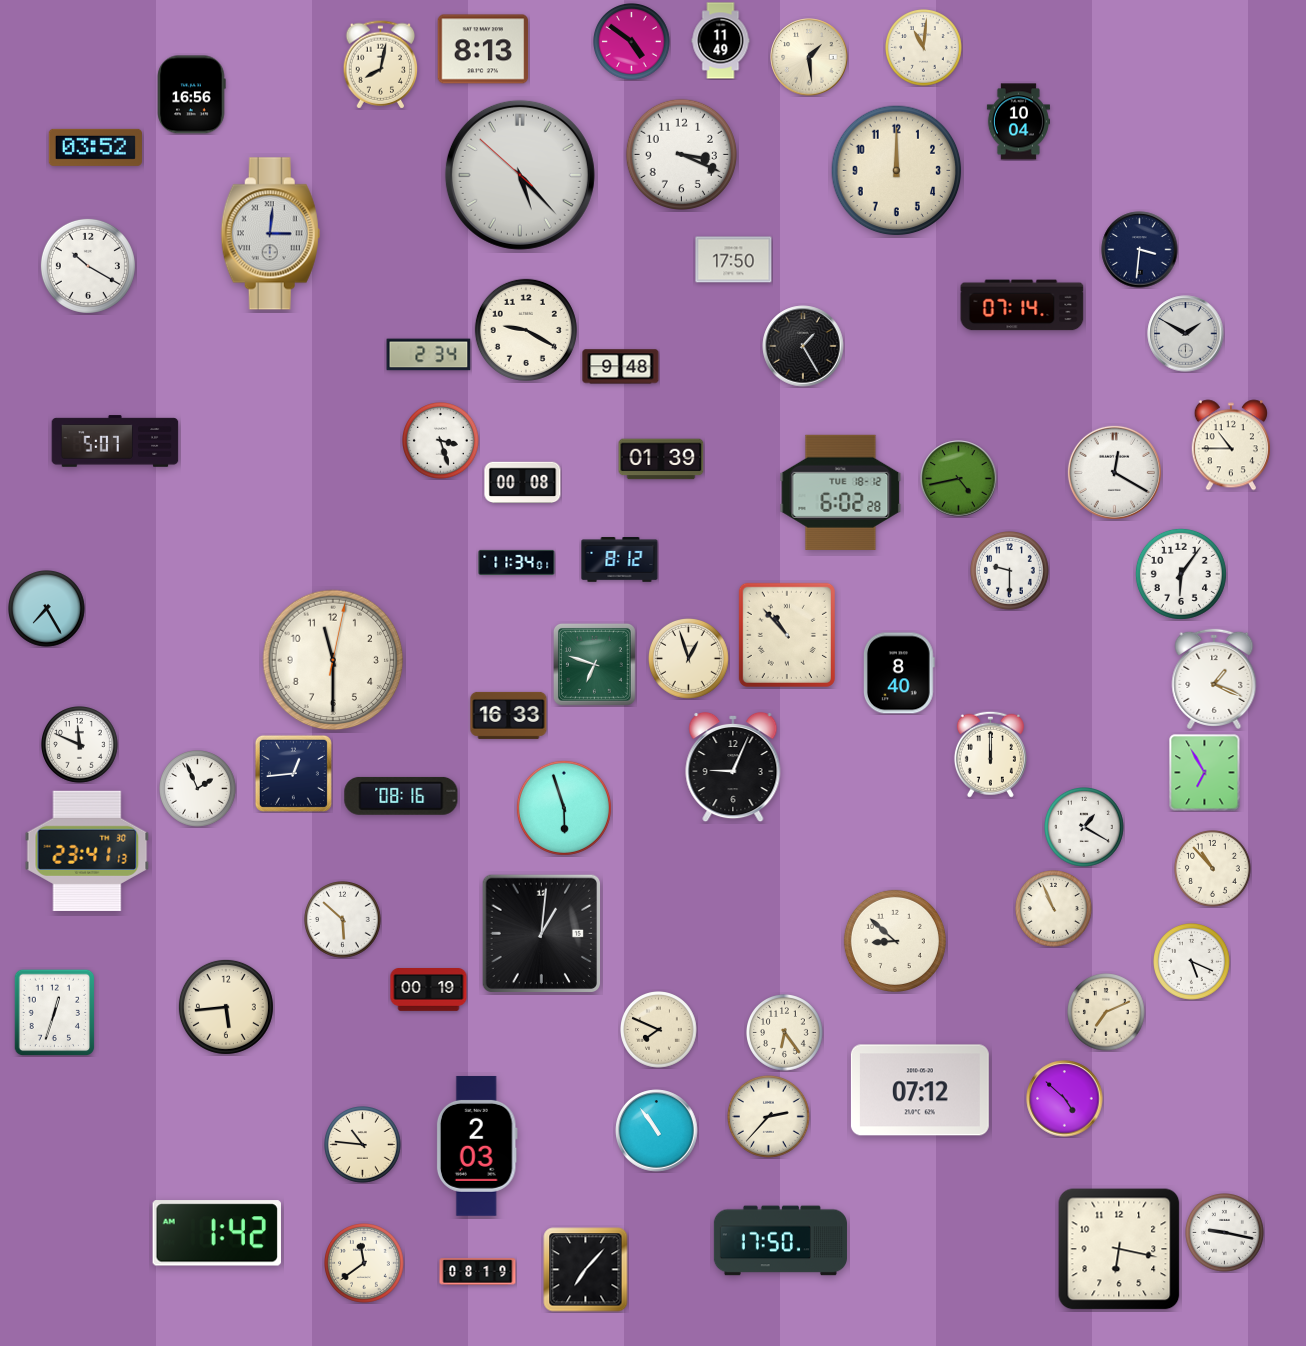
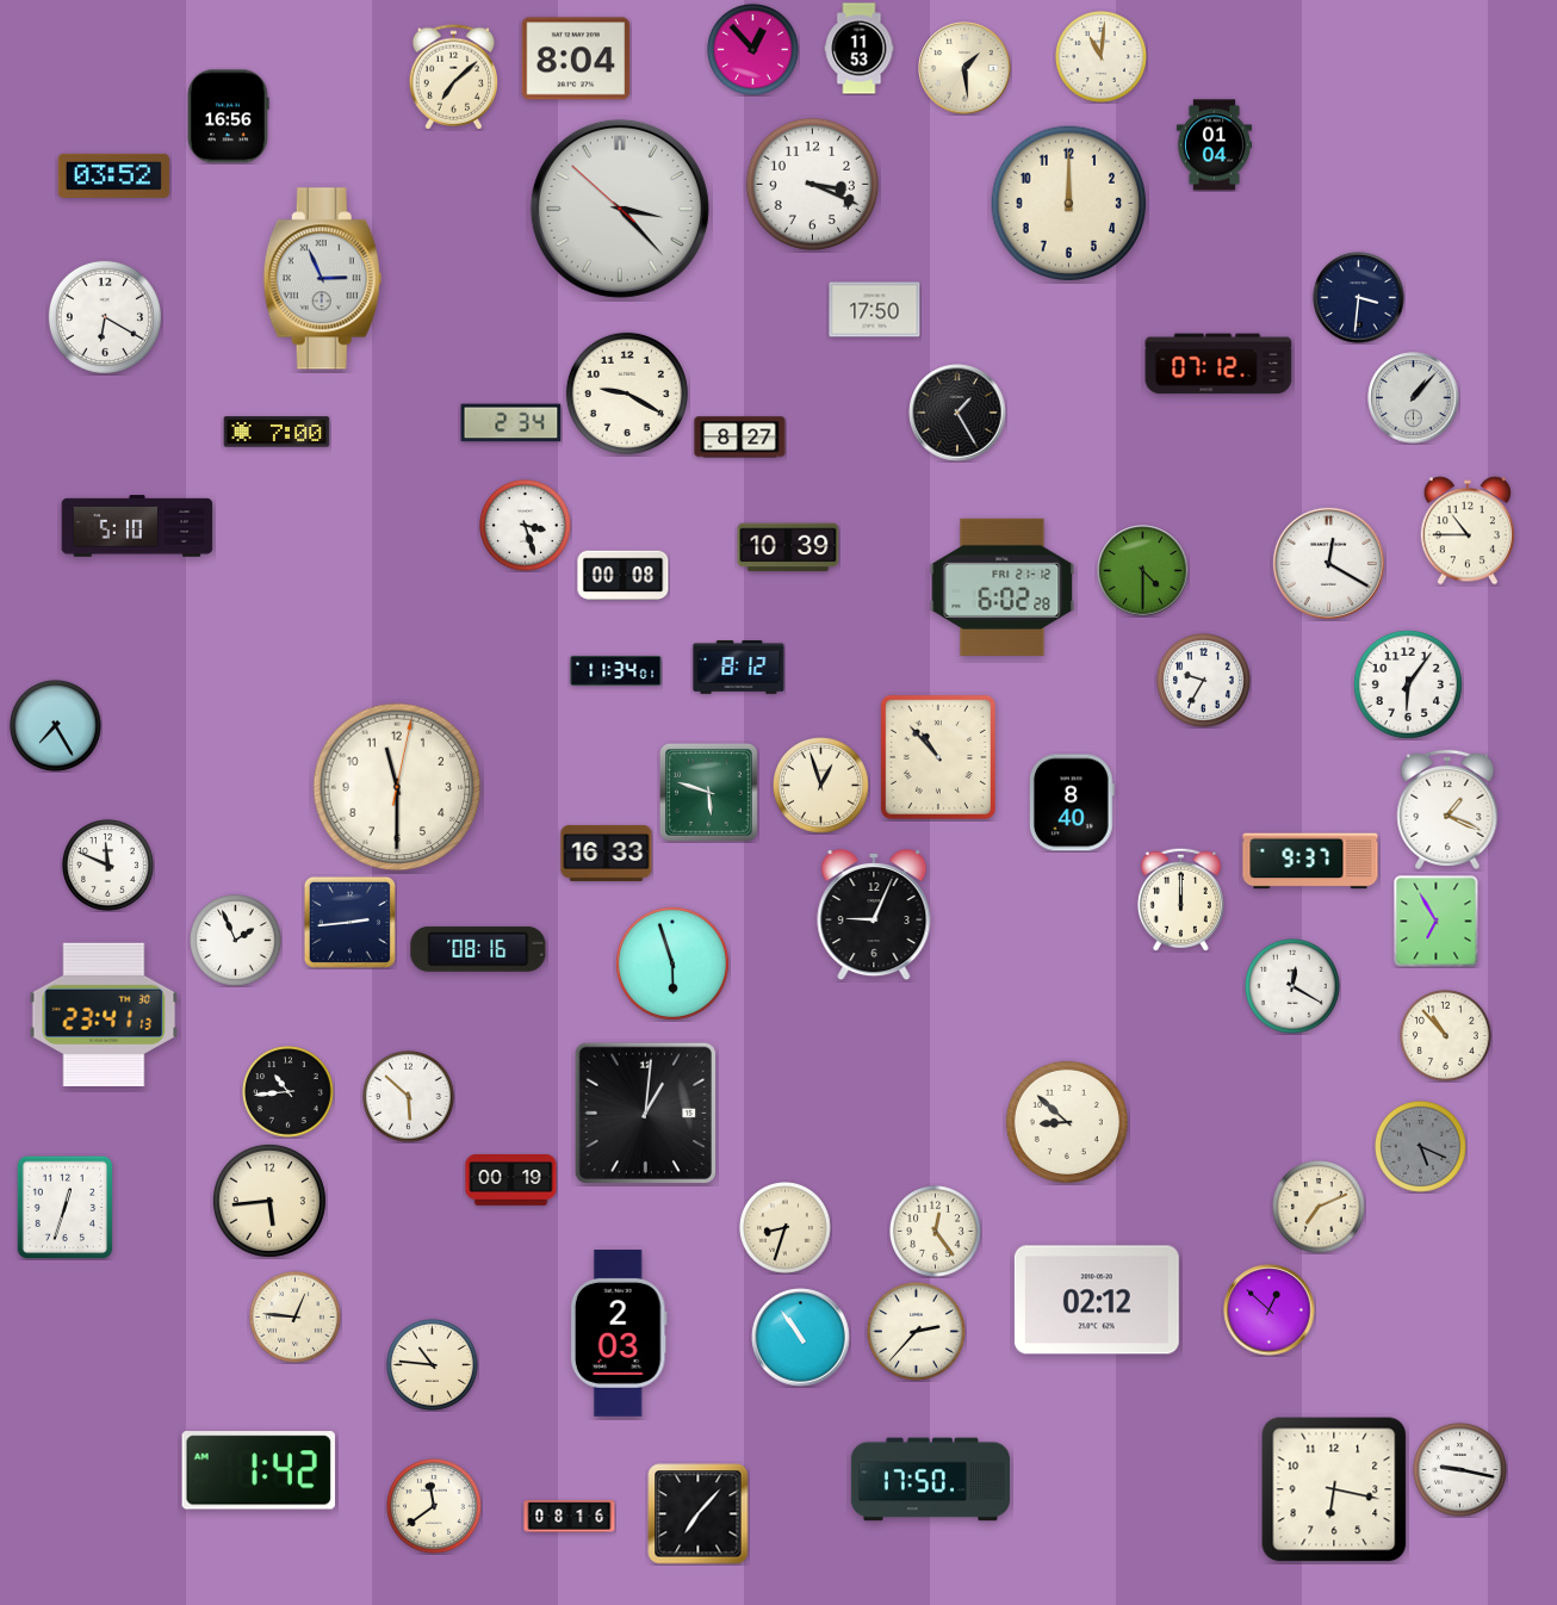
clock at (721, 41): 11:49 -> 11:53
clock at (632, 42): 4:51 -> 12:53
clock at (483, 49): 8:13 -> 8:04
clock at (381, 65): 8:02 -> 7:08
clock at (192, 95) position: (192, 95) -> (229, 117)
clock at (1018, 122): 10:04 -> 01:04
clock at (520, 175): 5:22 -> 3:22
clock at (270, 234): 3:01 -> 2:56
clock at (88, 266): 10:20 -> 6:20
clock at (1022, 305): 07:14 -> 07:12
clock at (1186, 334): 1:50 -> 1:07
clock at (277, 432): none -> 7:00
clock at (621, 367): 9:48 -> 8:27
clock at (115, 441): 5:07 -> 5:10
clock at (661, 459): 01:39 -> 10:39
clock at (959, 479): 4:43 -> 4:30
clock at (841, 492) date: TUE 18-12 -> FRI 21-12
clock at (1010, 571): 9:30 -> 9:35
clock at (594, 664): 6:48 -> 5:48
clock at (1310, 861): none -> 9:37
clock at (80, 745) position: (80, 745) -> (108, 866)
clock at (293, 773): 12:44 -> 2:44
clock at (1085, 828): 1:20 -> 12:20
clock at (1054, 909): 10:56 -> none
clock at (289, 1092): none -> 10:44
clock at (1192, 962) dial: white -> grey
clock at (659, 1030): 7:49 -> 8:33
clock at (785, 1033): 6:24 -> 12:24
clock at (920, 1090): 07:12 -> 02:12
clock at (1065, 1099): 4:52 -> 12:52
clock at (296, 1318): none -> 12:46
clock at (657, 1131) position: (657, 1131) -> (801, 1338)
clock at (477, 1146) position: (477, 1146) -> (619, 1333)
clock at (478, 1272): 08:19 -> 08:16
